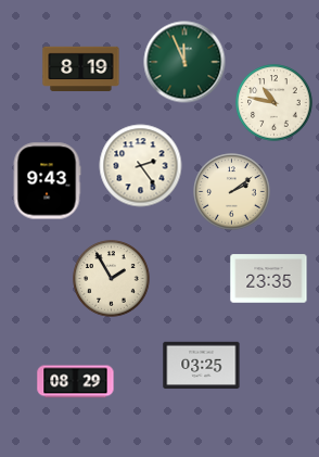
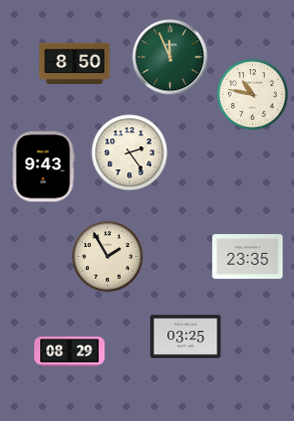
clock at (81, 68): 8:19 -> 8:50
clock at (232, 192): 2:09 -> none
clock at (112, 279) position: (112, 279) -> (108, 257)
